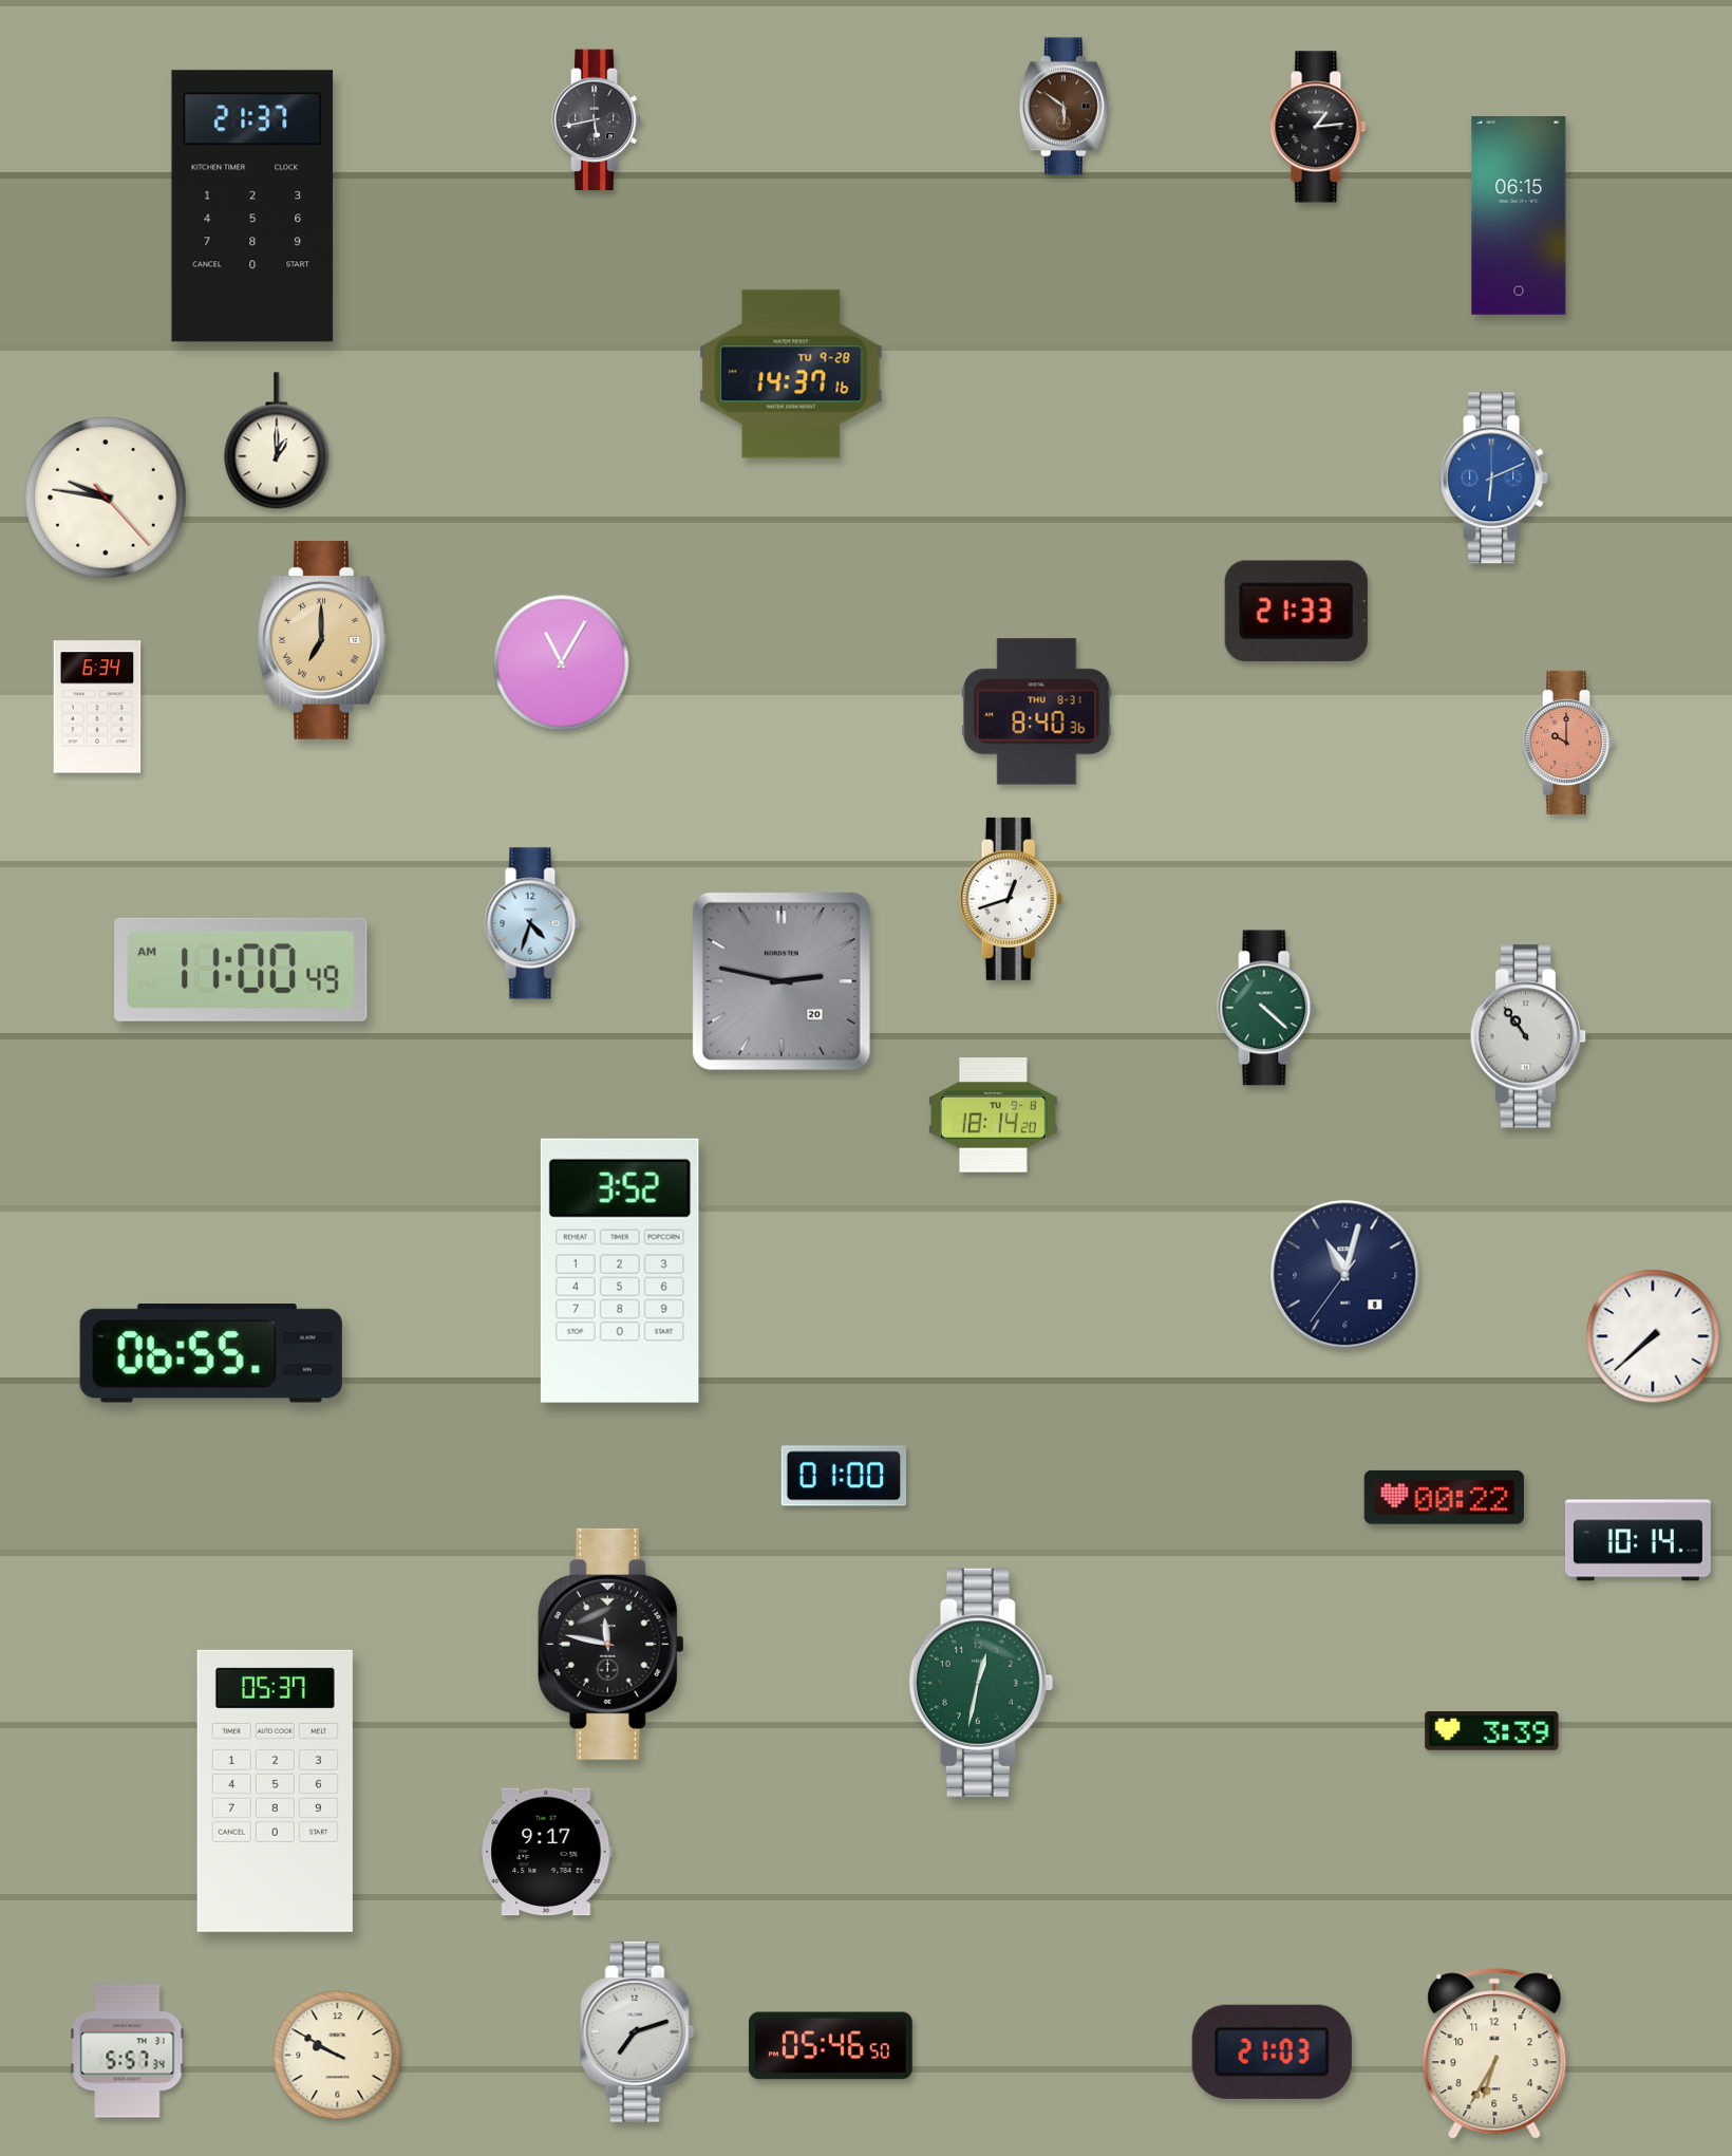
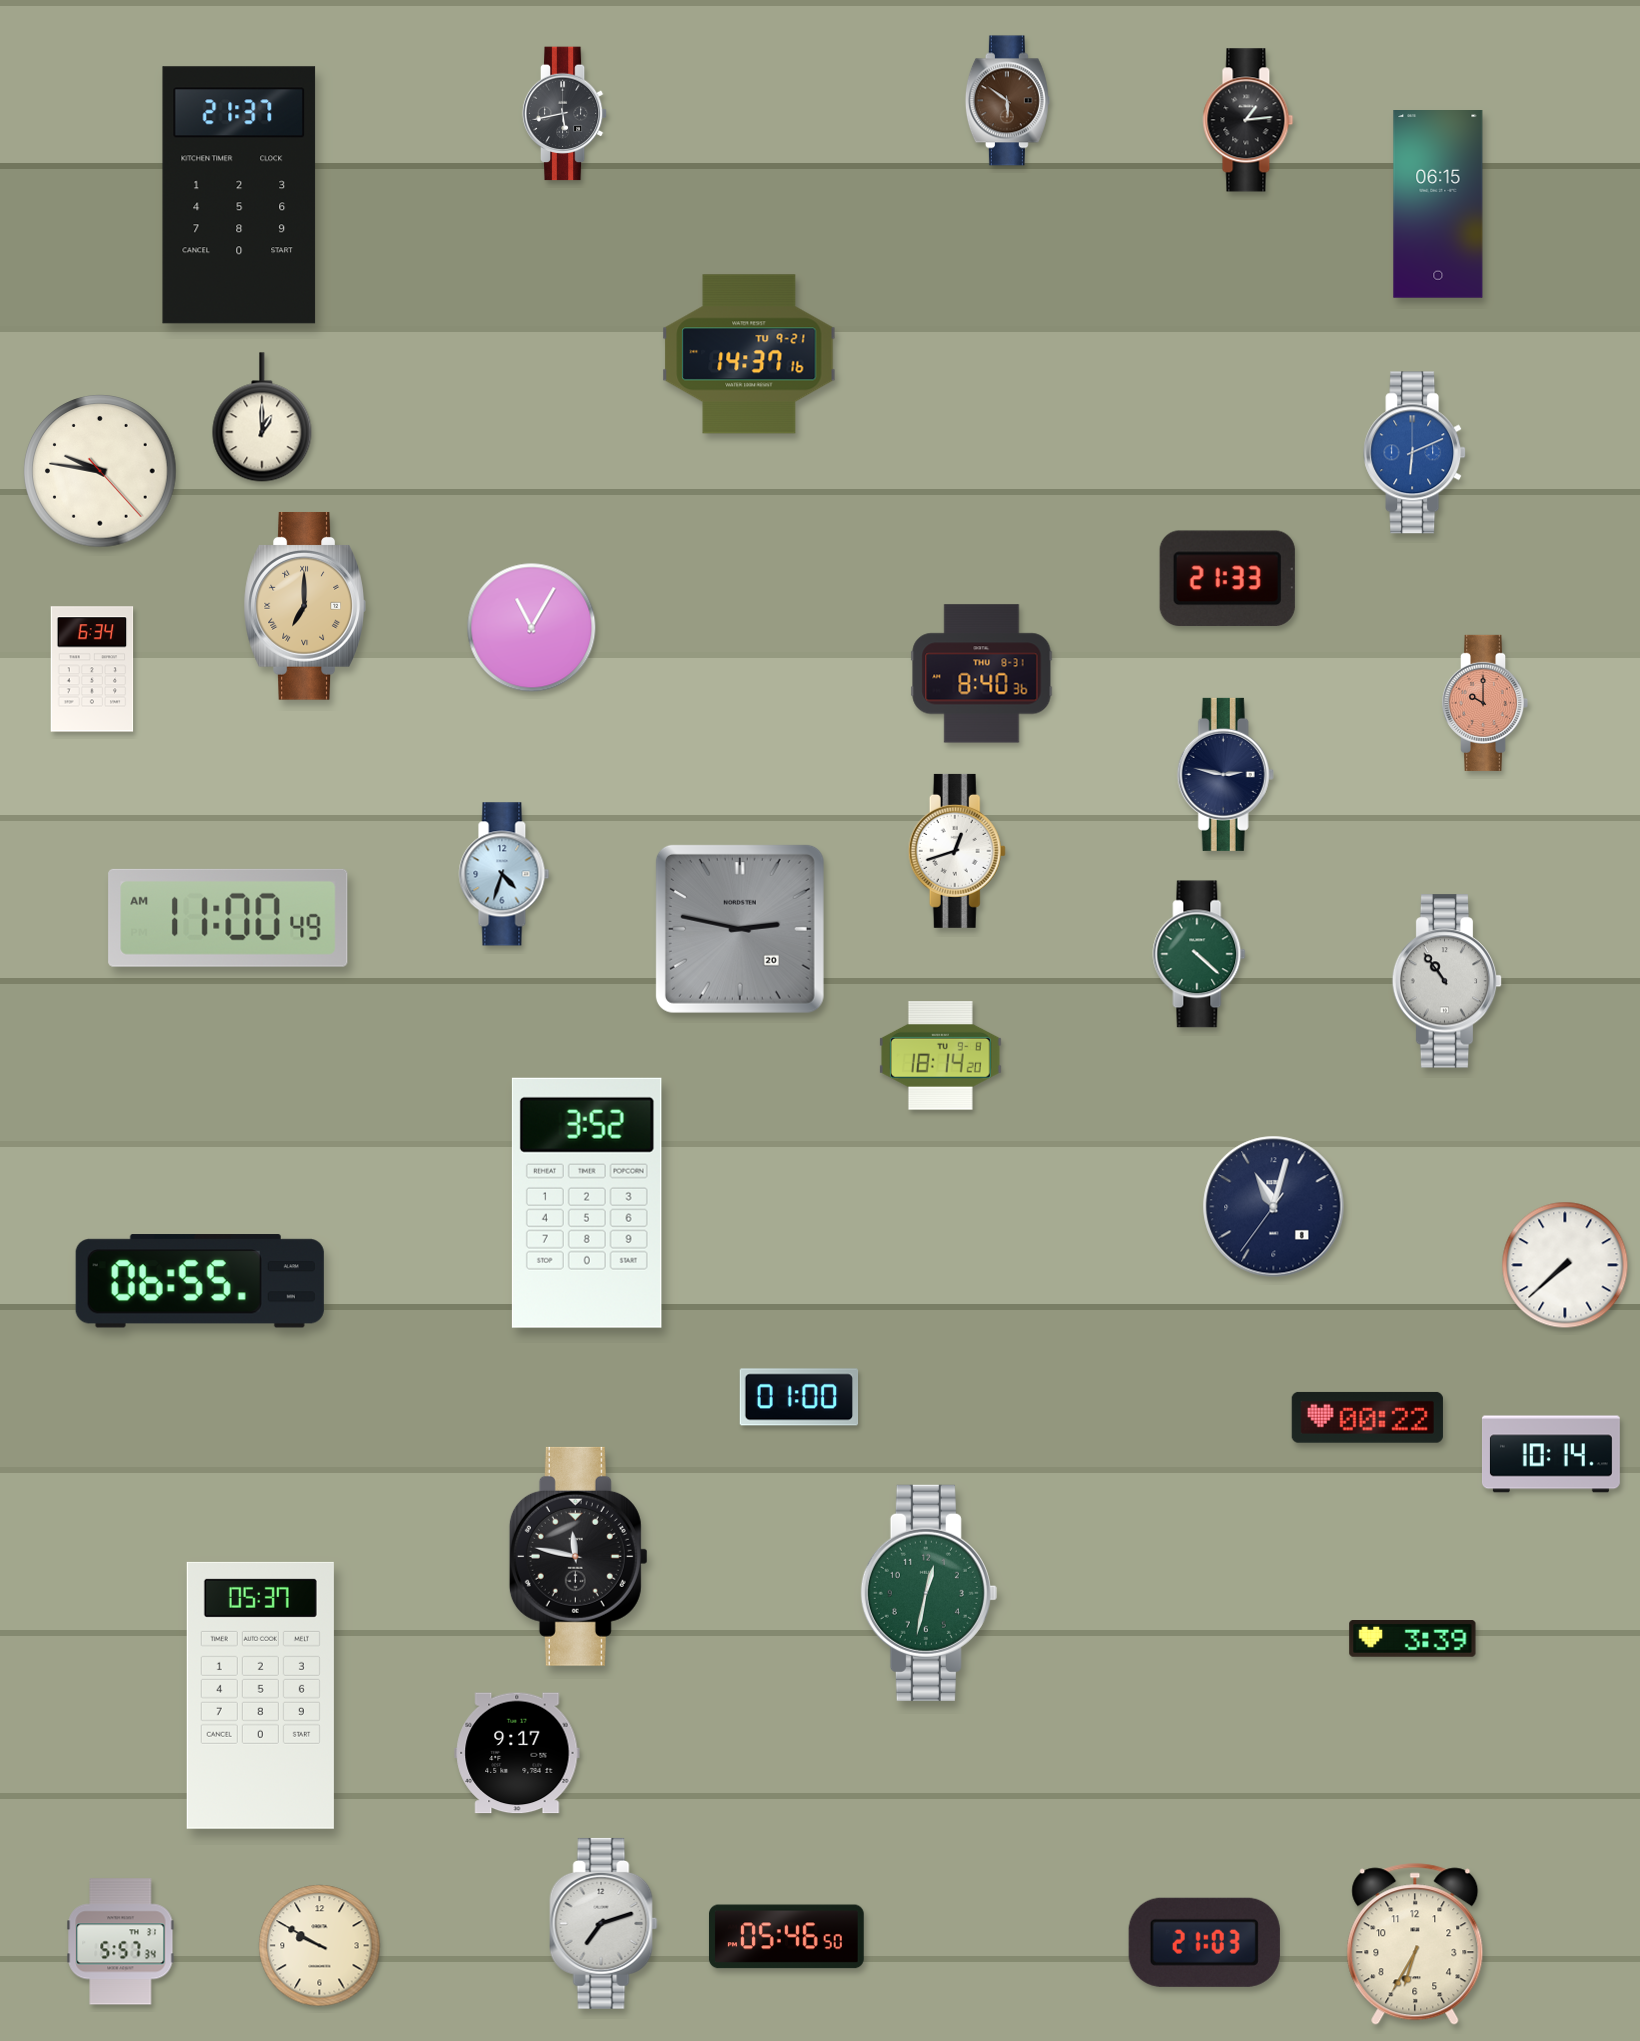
clock at (791, 374) date: TU 9-28 -> TU 9-21
clock at (1225, 774): none -> 2:47
clock at (1638, 1540) position: (1638, 1540) -> (1551, 1454)
